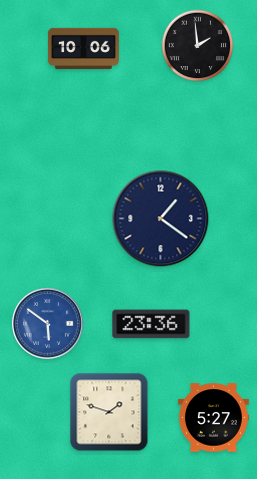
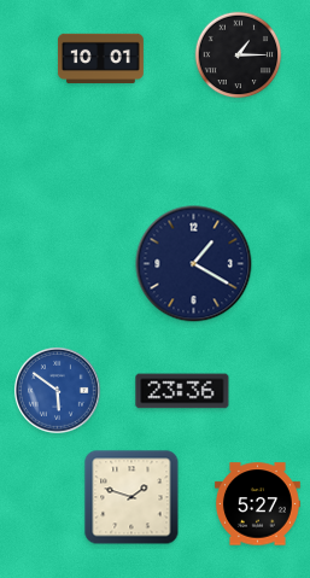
clock at (198, 46): 1:59 -> 1:15
clock at (83, 49): 10:06 -> 10:01
clock at (161, 219): 1:21 -> 1:20
